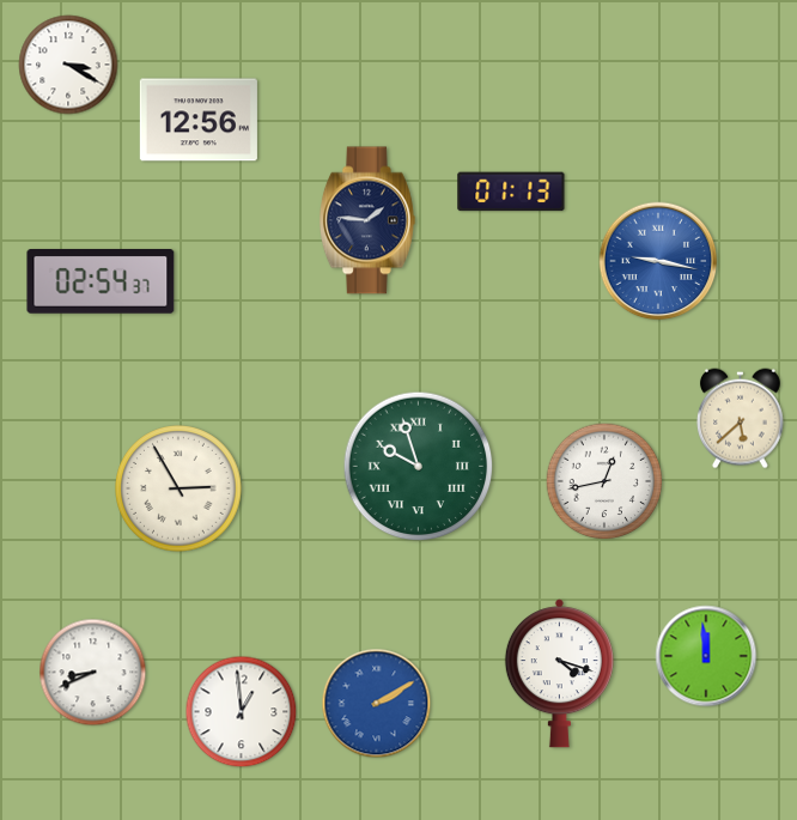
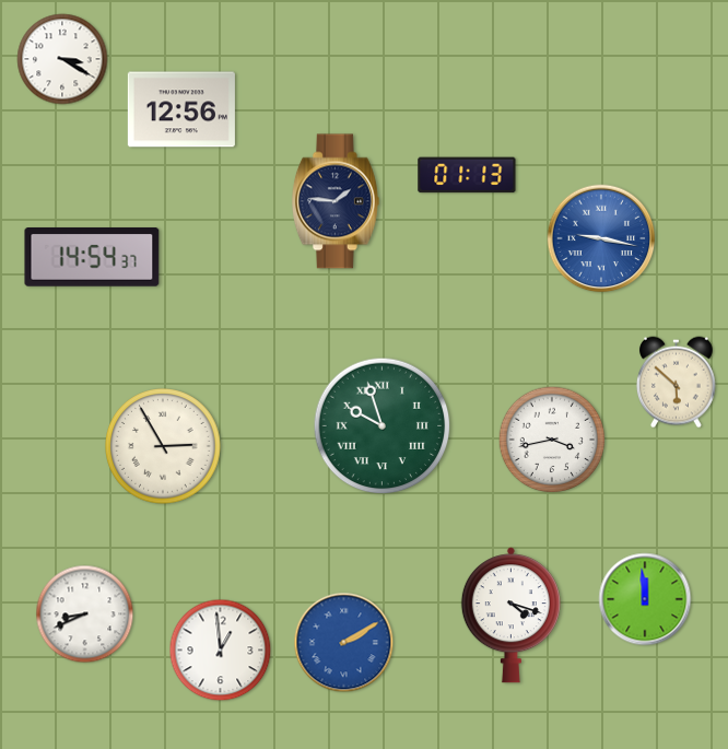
clock at (101, 281): 02:54 -> 14:54
clock at (740, 419): 5:38 -> 5:52
clock at (604, 481): 12:43 -> 3:43
